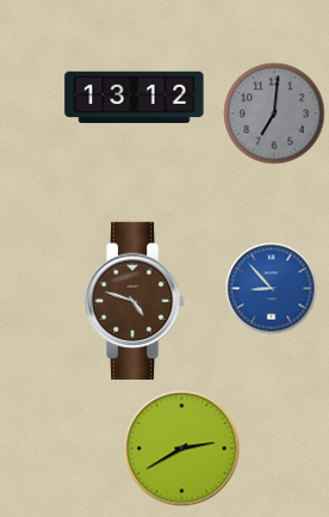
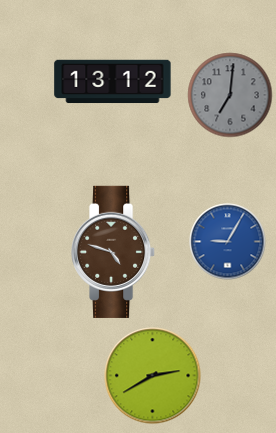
clock at (272, 289): 8:53 -> 9:05
